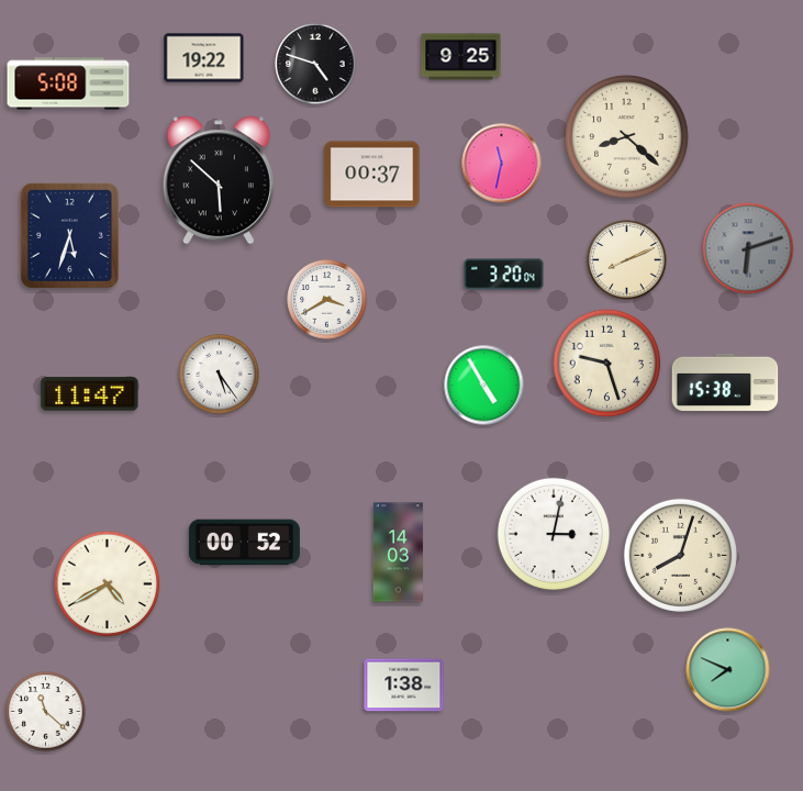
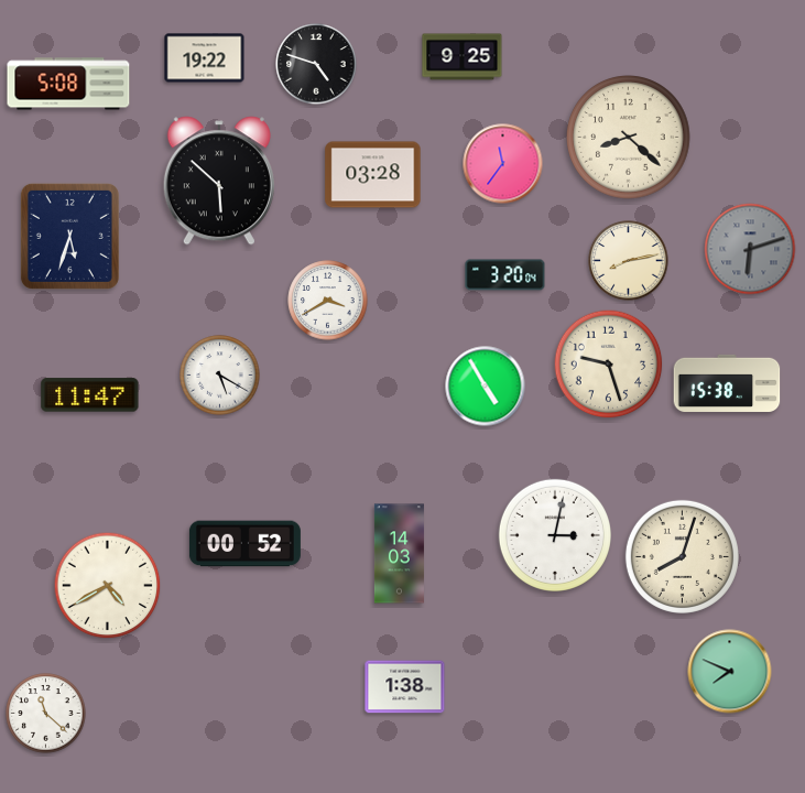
clock at (502, 164): 11:32 -> 11:36
clock at (372, 175): 00:37 -> 03:28
clock at (627, 260): 8:11 -> 8:13
clock at (220, 375): 5:24 -> 5:20
